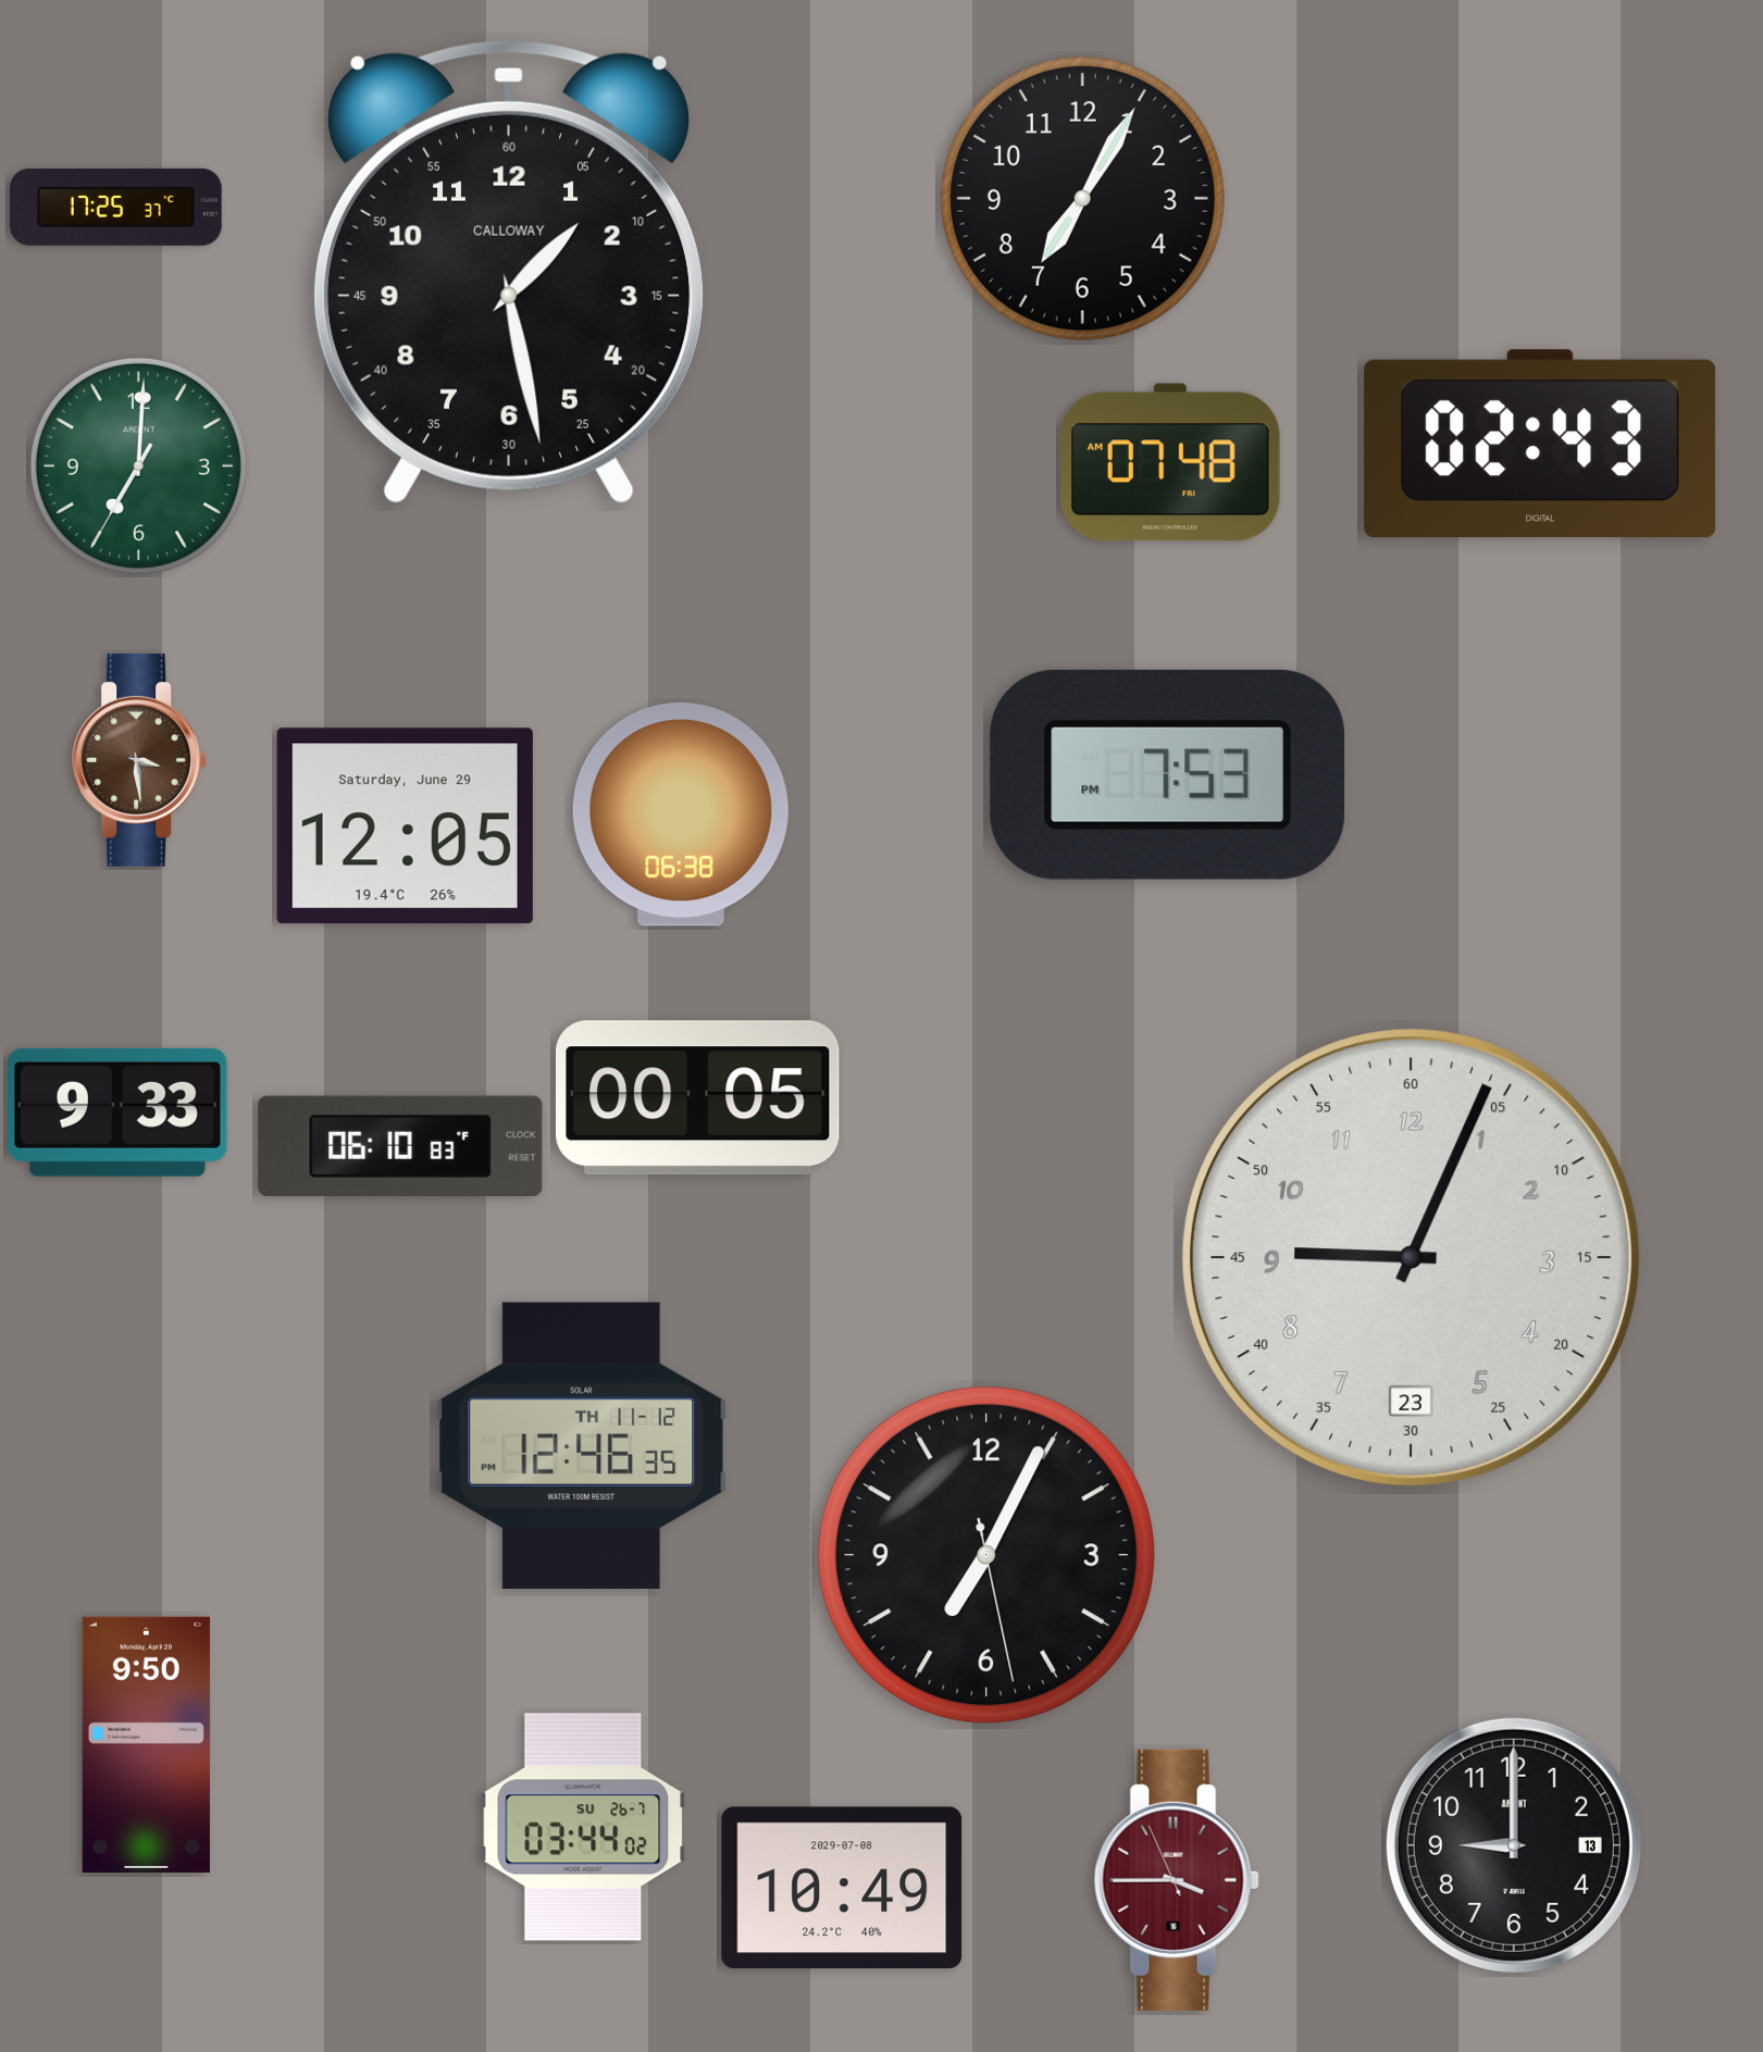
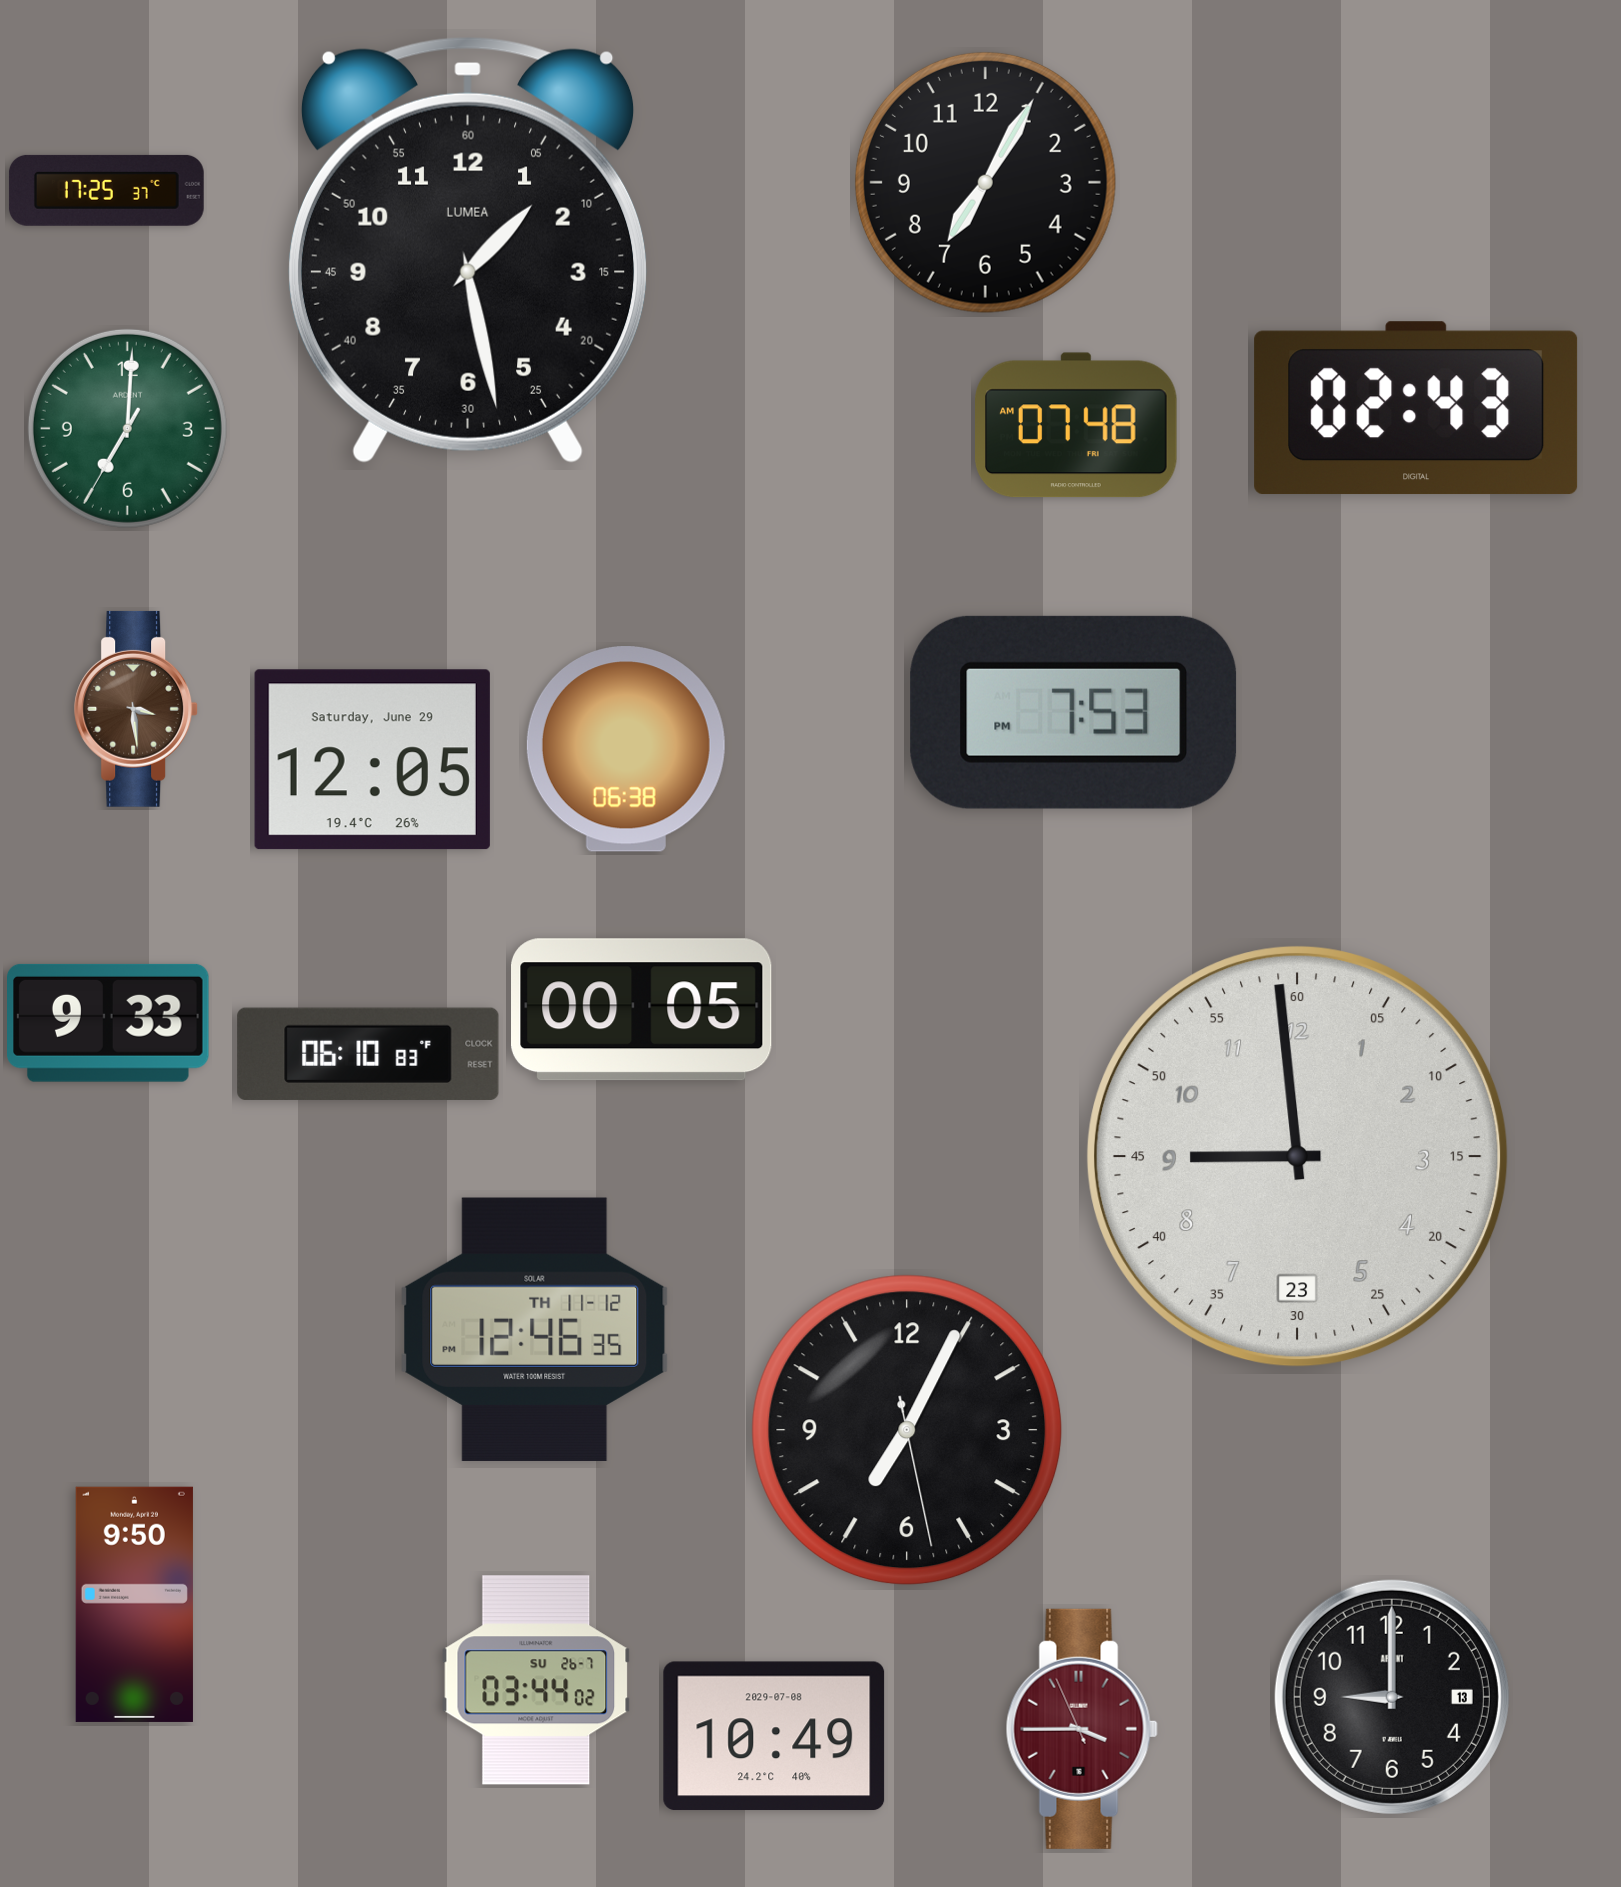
clock at (1082, 198) position: (1082, 198) -> (985, 182)
clock at (509, 272) brand: CALLOWAY -> LUMEA
clock at (140, 760) position: (140, 760) -> (137, 709)
clock at (1412, 1258): 9:04 -> 8:59
